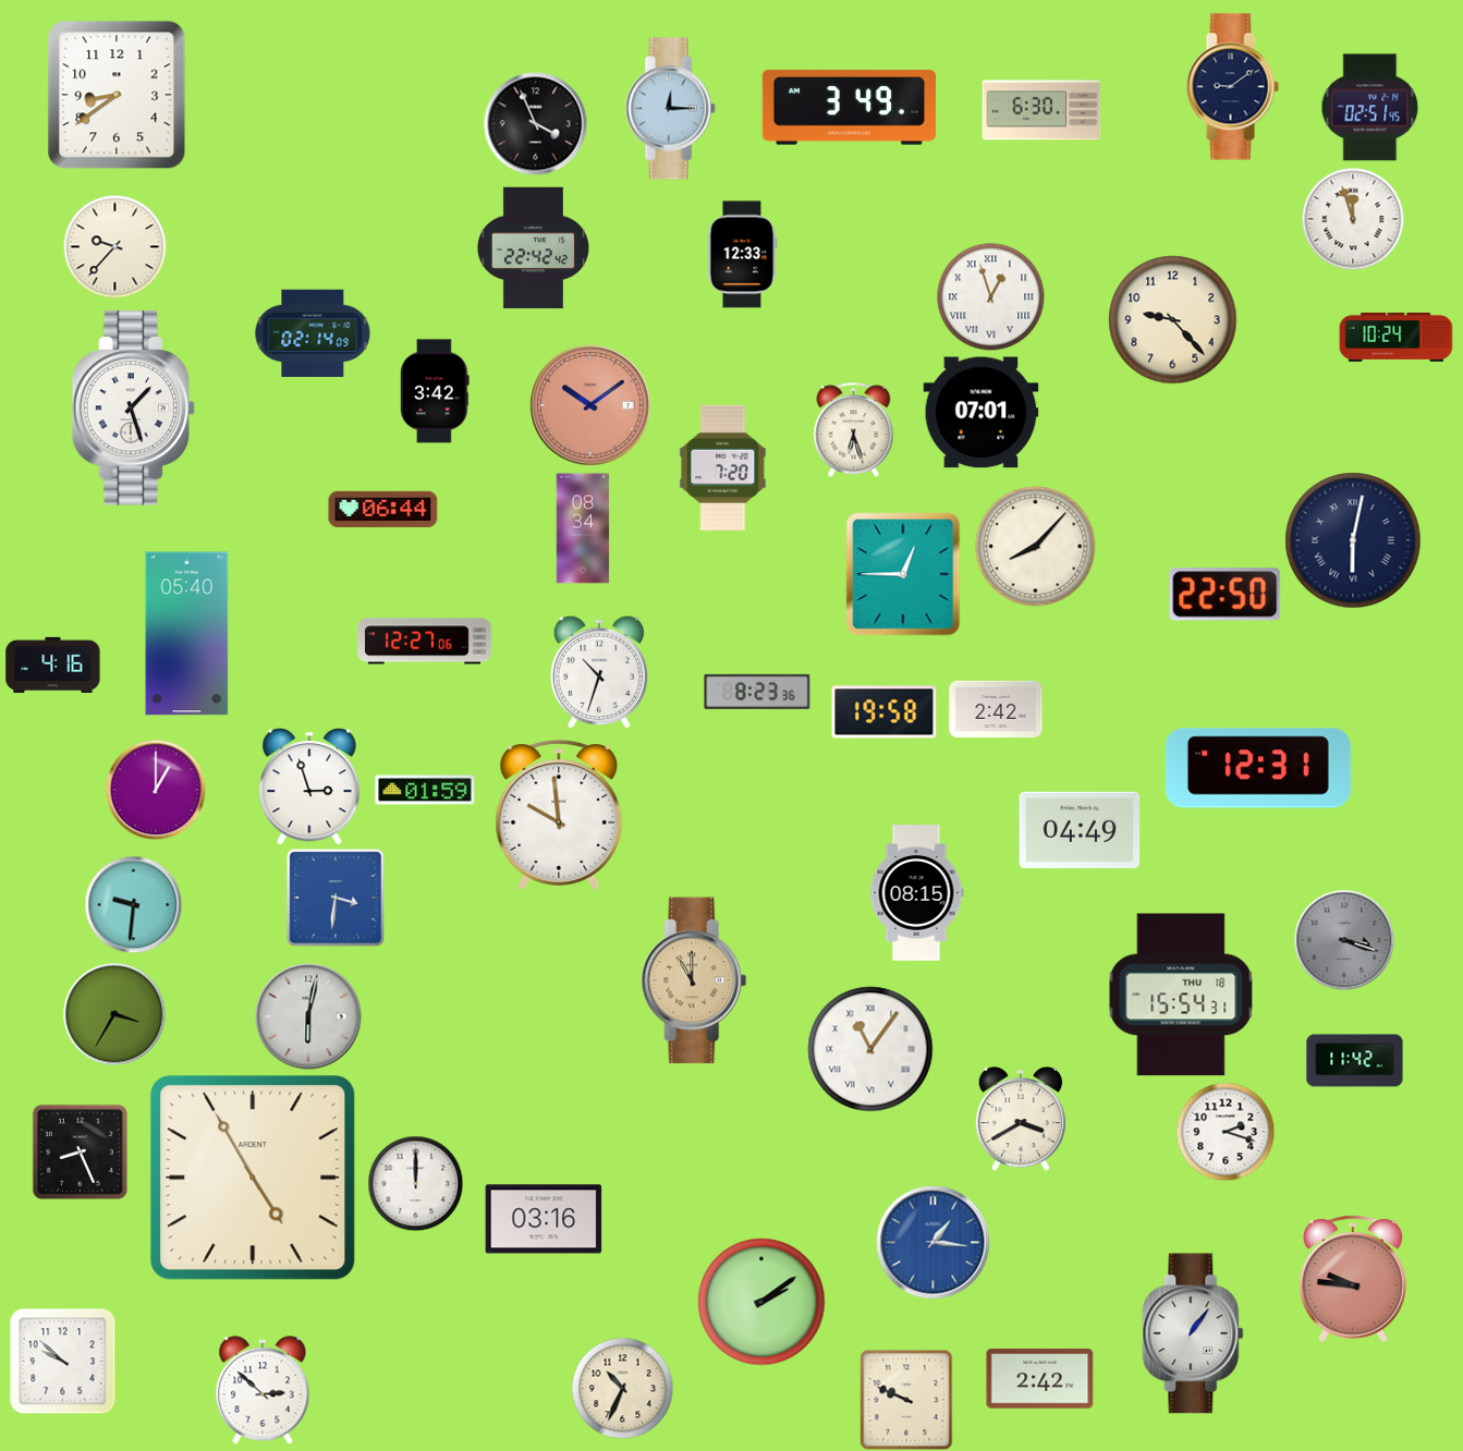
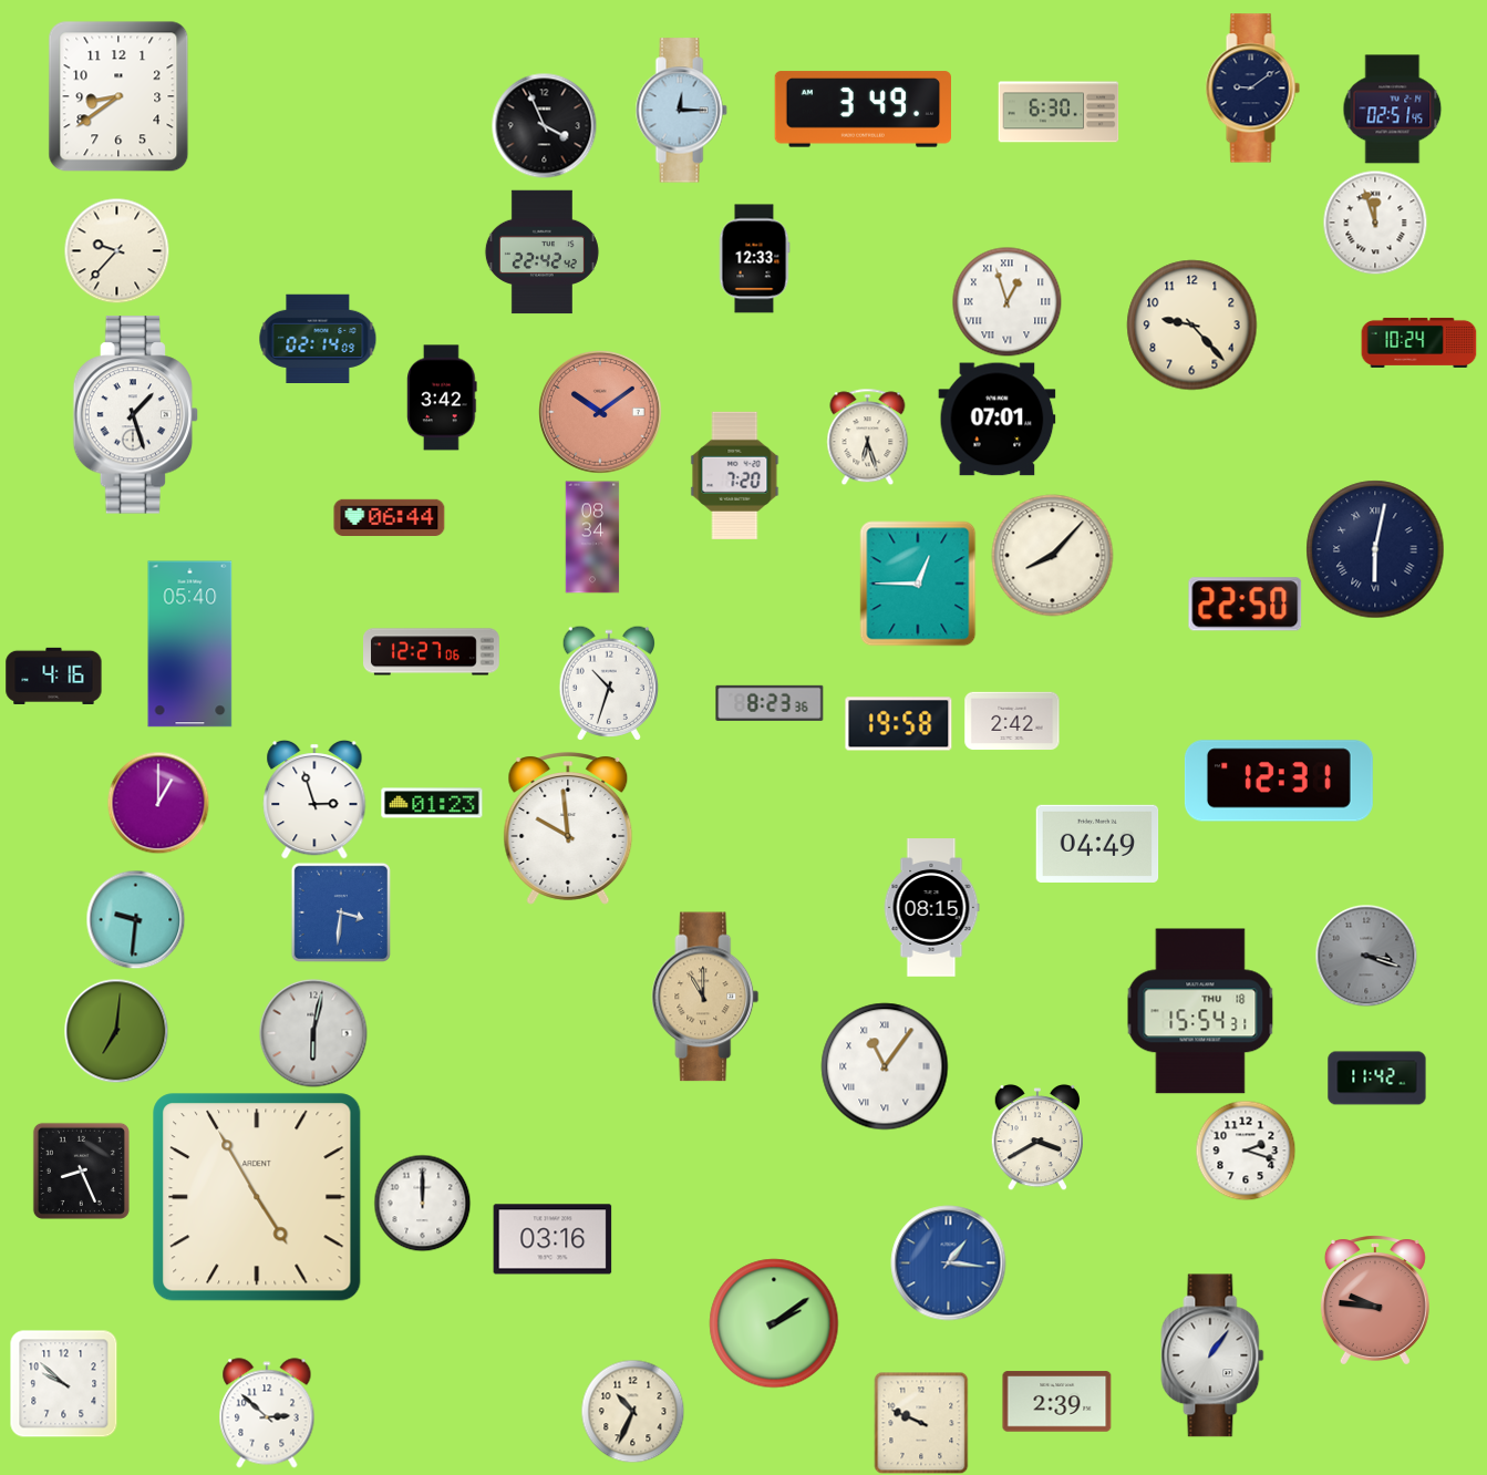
clock at (425, 790): 01:59 -> 01:23
clock at (114, 1014): 3:35 -> 7:01
clock at (1040, 1379): 2:42 -> 2:39
